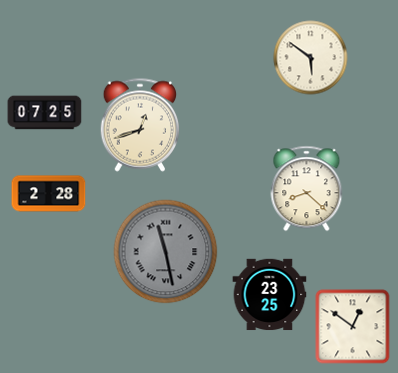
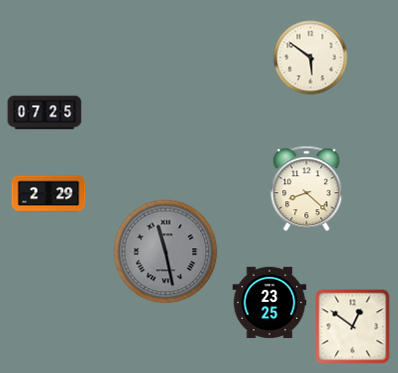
clock at (140, 125): 12:42 -> none
clock at (49, 194): 2:28 -> 2:29
clock at (270, 295) position: (270, 295) -> (270, 303)
